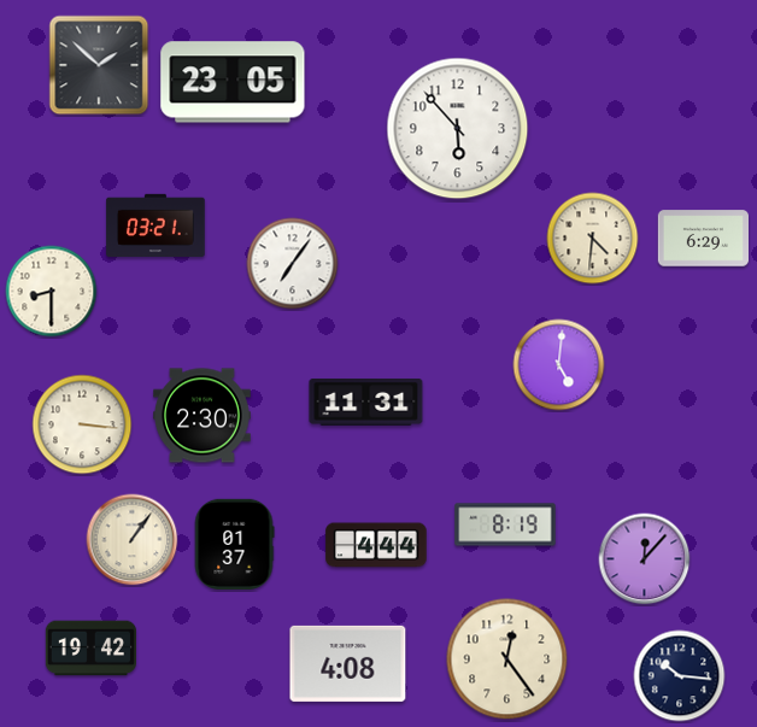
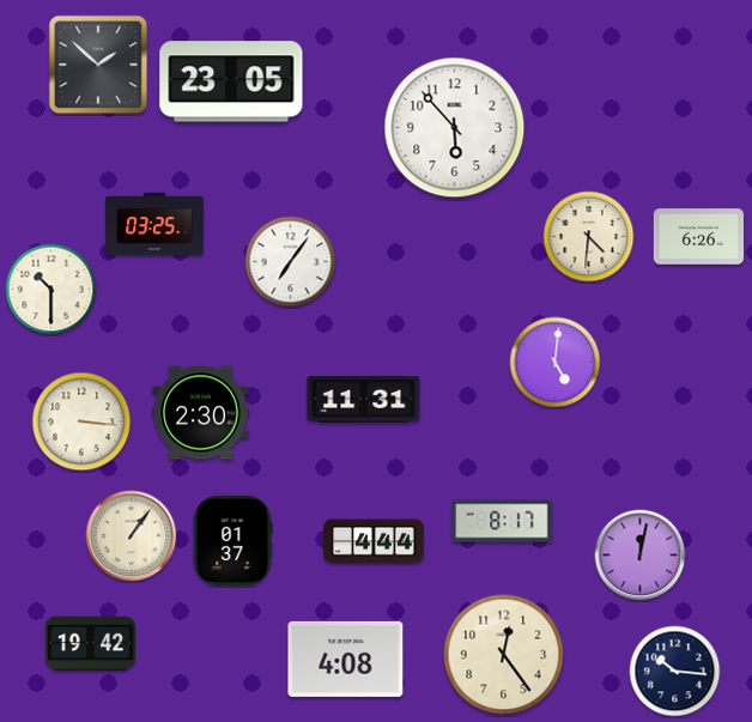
clock at (155, 224): 03:21 -> 03:25
clock at (703, 239): 6:29 -> 6:26
clock at (52, 292): 8:30 -> 10:30
clock at (505, 524): 8:19 -> 8:17
clock at (645, 559): 12:07 -> 12:02
